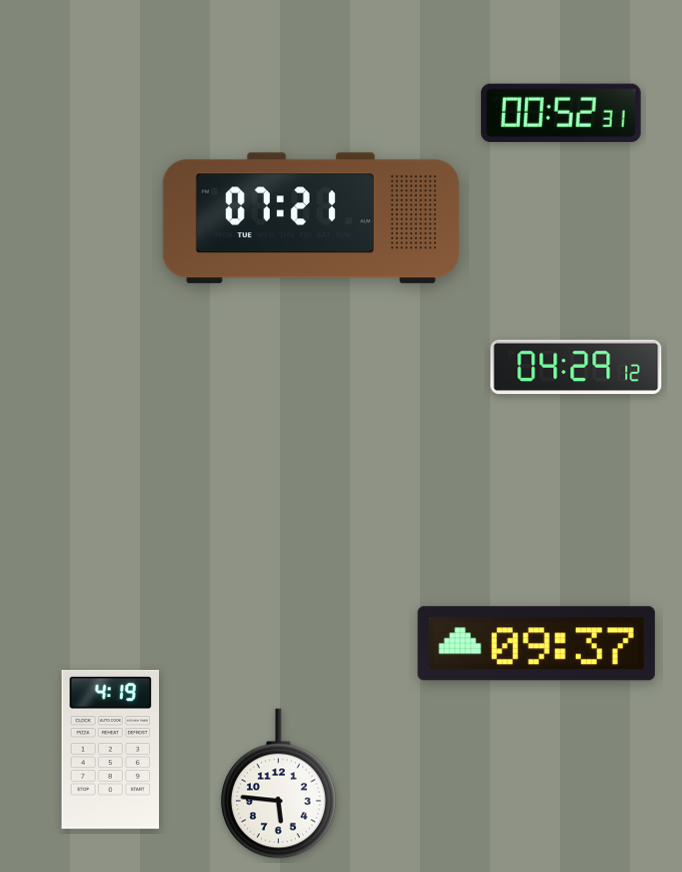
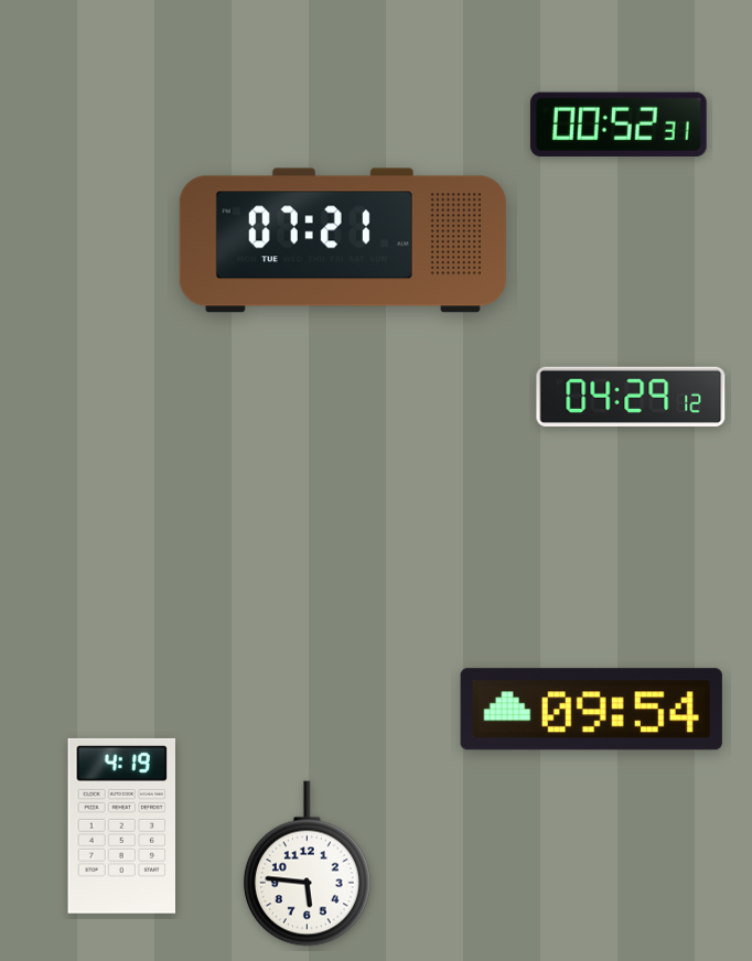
clock at (576, 367) position: (576, 367) -> (631, 397)
clock at (536, 644): 09:37 -> 09:54
